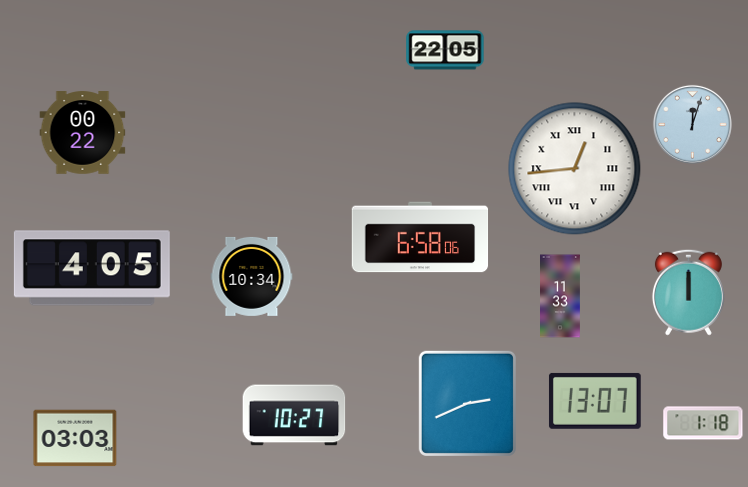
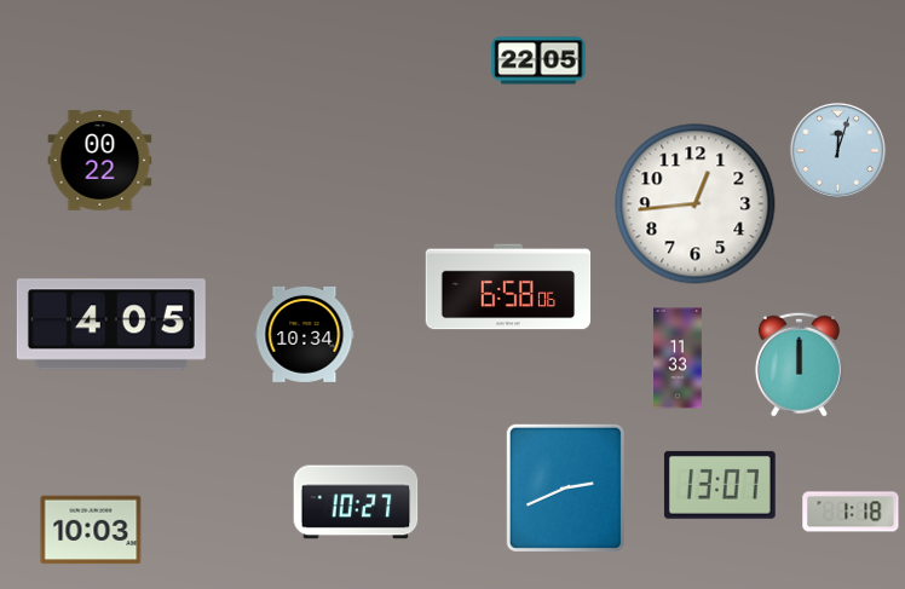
clock at (575, 169) numerals: Roman -> Arabic
clock at (688, 292) position: (688, 292) -> (799, 364)
clock at (75, 438): 03:03 -> 10:03
